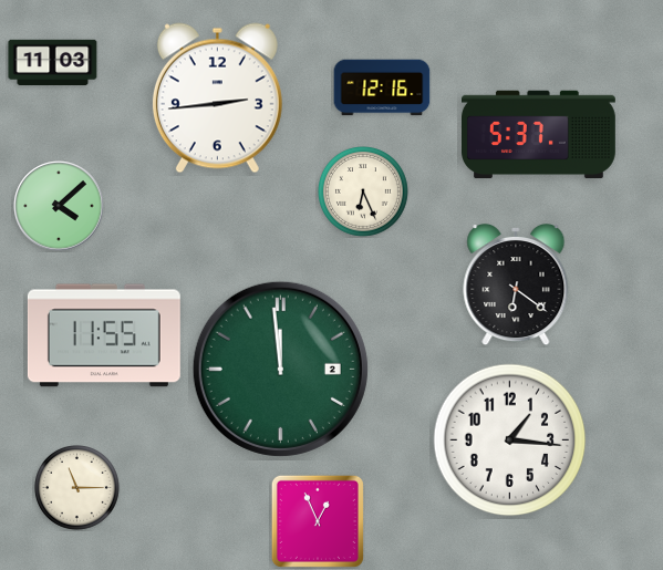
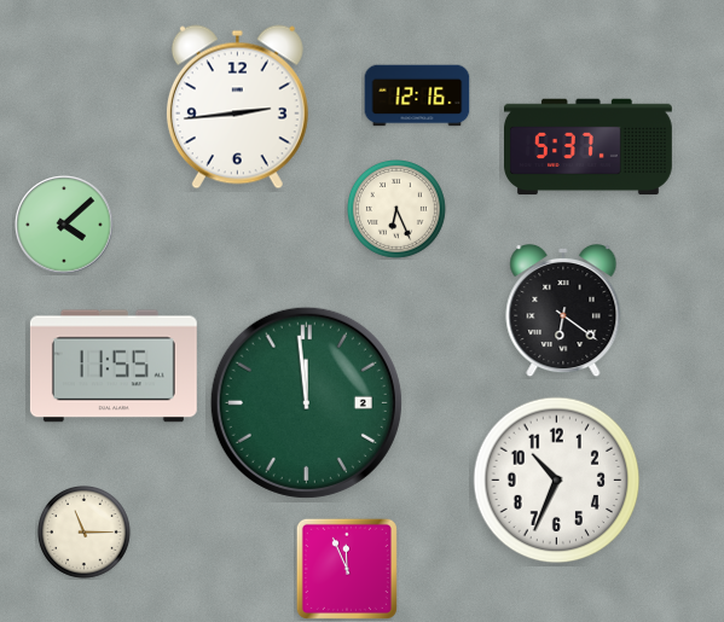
clock at (53, 63): 11:03 -> none
clock at (510, 441): 1:16 -> 10:34
clock at (318, 521): 12:56 -> 11:56
